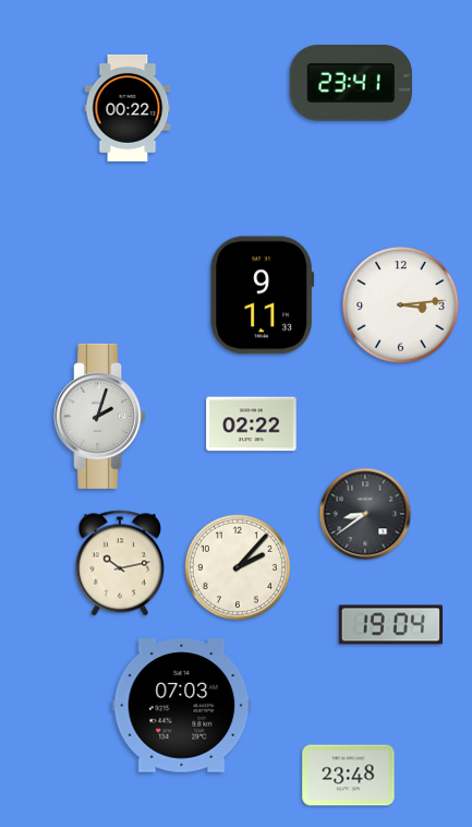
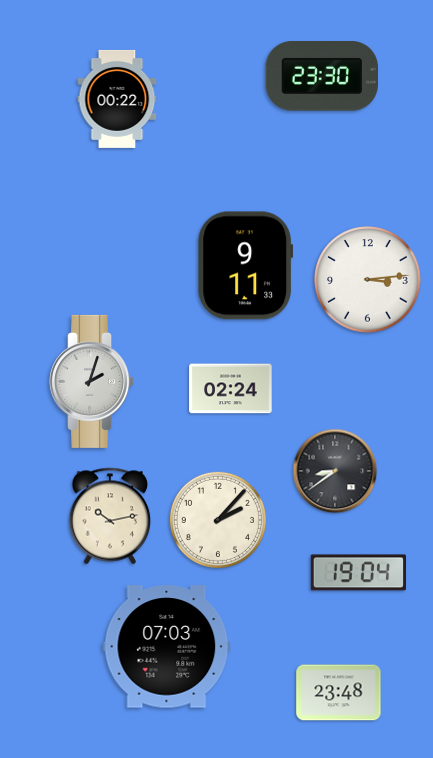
clock at (350, 84): 23:41 -> 23:30
clock at (263, 296) position: (263, 296) -> (246, 266)
clock at (252, 424): 02:22 -> 02:24
clock at (349, 776) position: (349, 776) -> (339, 693)
